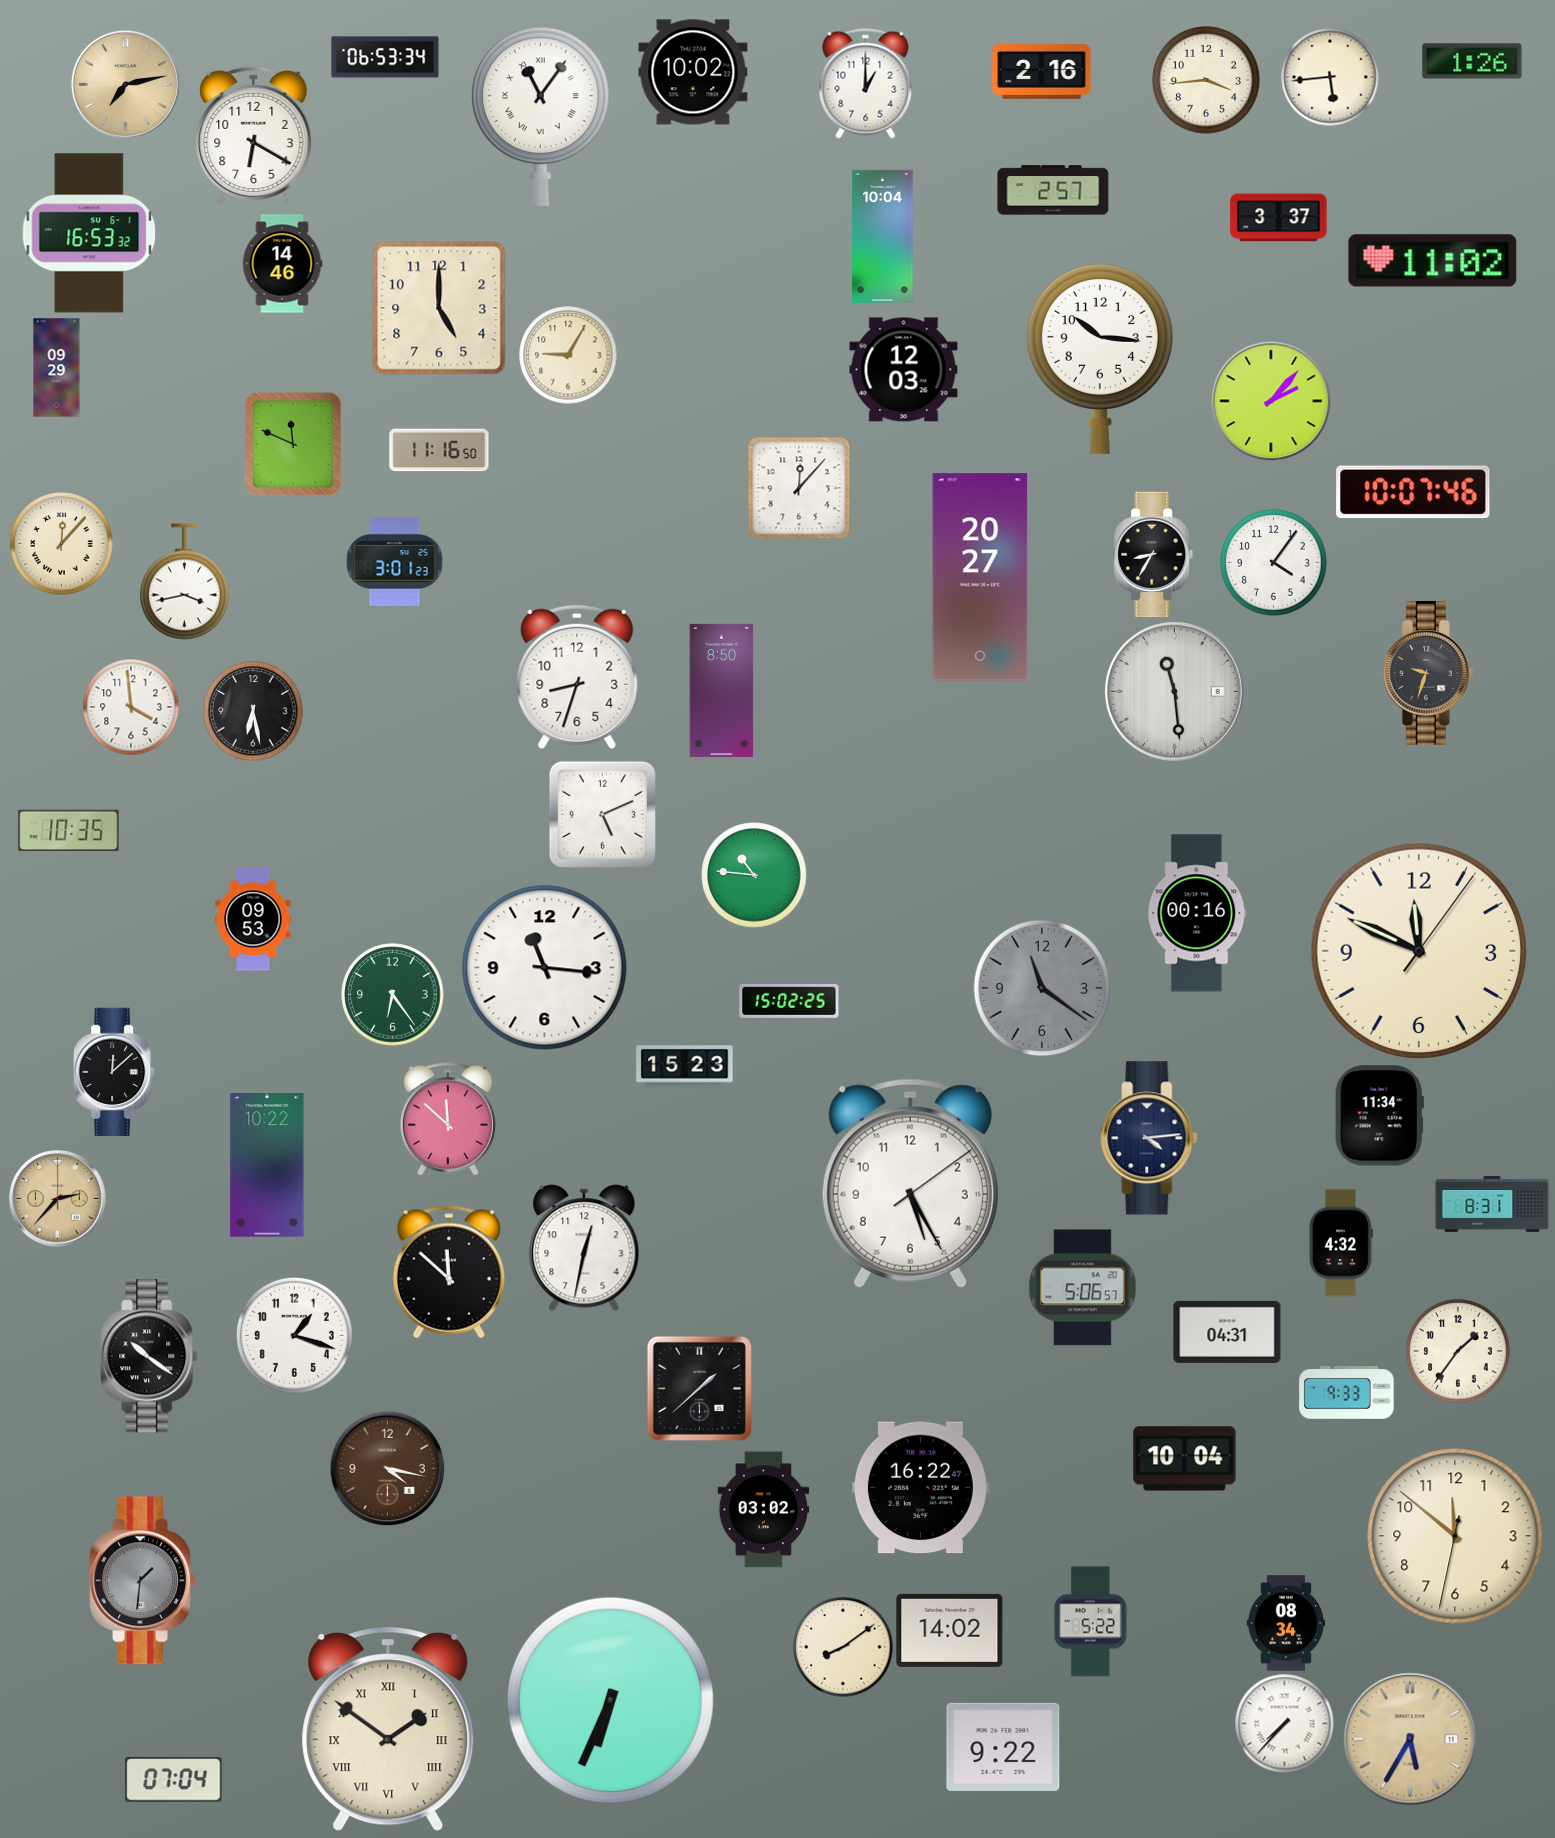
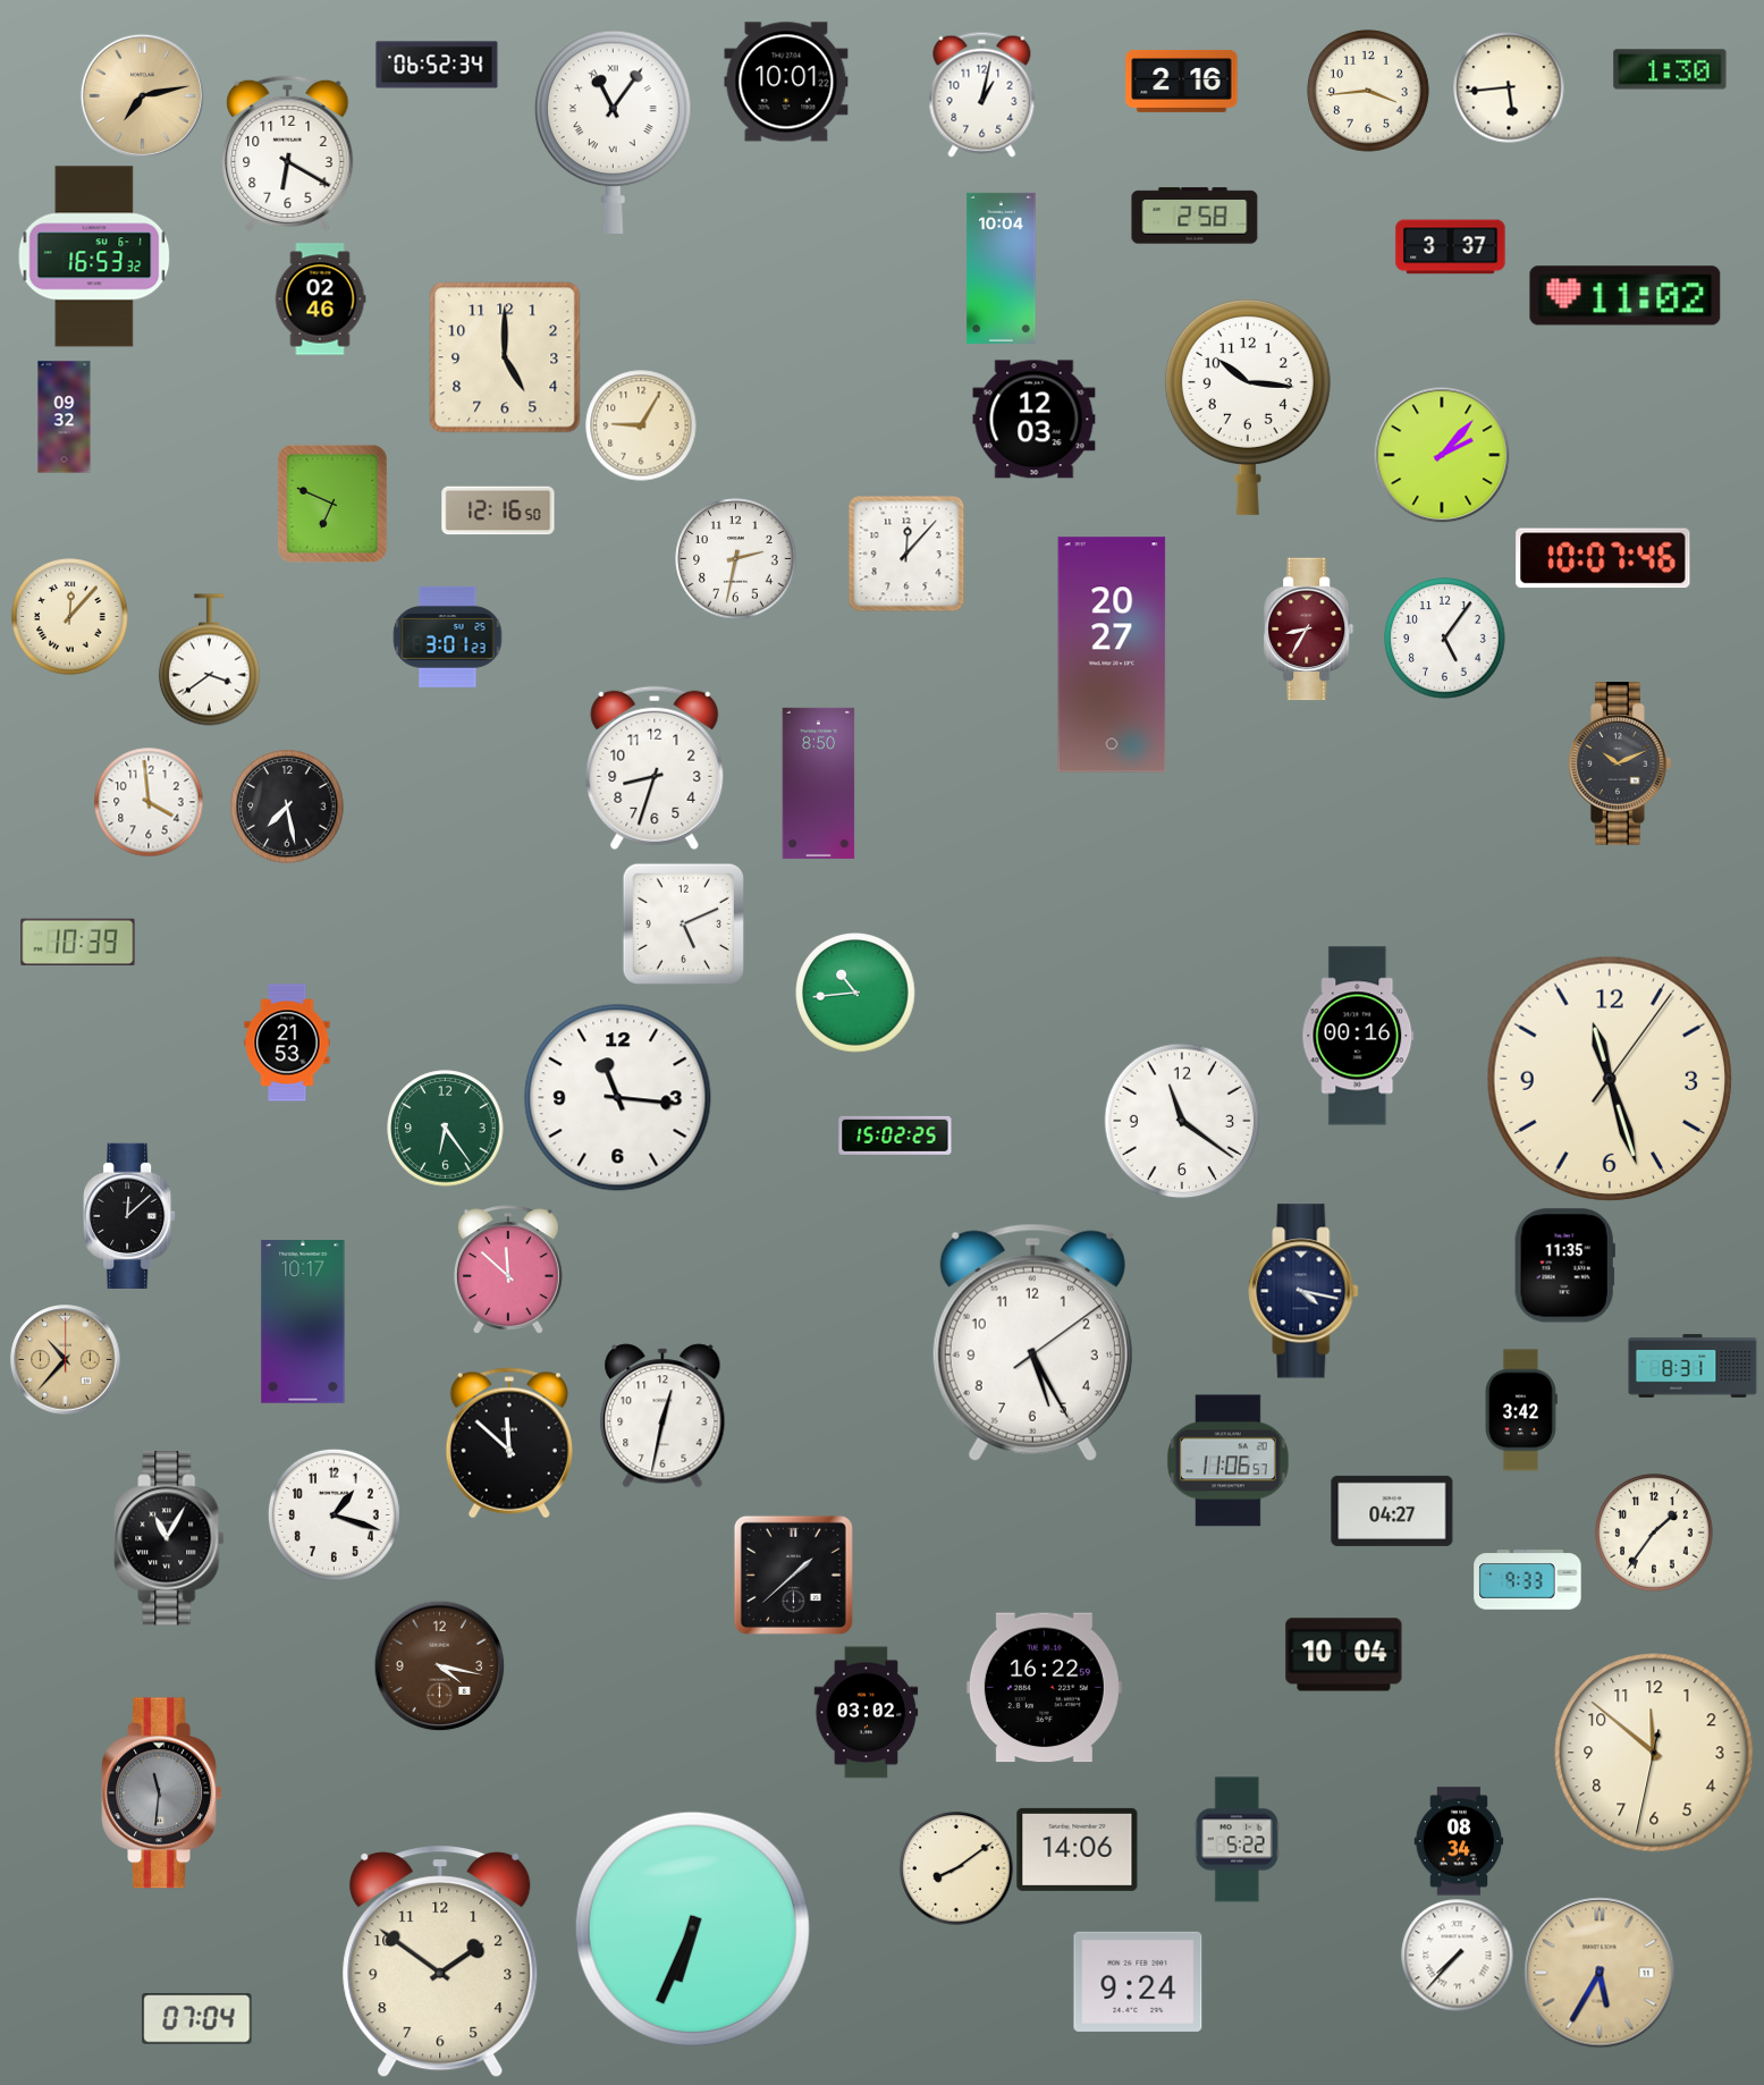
clock at (385, 57): 06:53 -> 06:52
clock at (1472, 61): 1:26 -> 1:30
clock at (693, 72): 10:02 -> 10:01
clock at (866, 83): 1:00 -> 1:02
clock at (1053, 190): 2:57 -> 2:58
clock at (89, 233) position: (89, 233) -> (94, 256)
clock at (282, 264): 14:46 -> 02:46
clock at (439, 308) position: (439, 308) -> (505, 357)
clock at (568, 355) position: (568, 355) -> (641, 425)
clock at (57, 368): 09:29 -> 09:32
clock at (904, 370) position: (904, 370) -> (1035, 420)
clock at (293, 444): 11:49 -> 6:49
clock at (439, 450): 11:16 -> 12:16
clock at (736, 559): none -> 2:32
clock at (1154, 555) dial: black -> burgundy
clock at (1274, 563): 4:06 -> 5:06
clock at (184, 582): 3:43 -> 3:39
clock at (1429, 673): 9:33 -> 10:11
clock at (1175, 692): 11:29 -> none
clock at (253, 711): 6:28 -> 7:28
clock at (69, 831): 10:35 -> 10:39
clock at (754, 875): 10:46 -> 10:44
clock at (253, 919): 09:53 -> 21:53
clock at (1419, 951): 11:49 -> 11:27
clock at (1042, 988) dial: grey -> white
clock at (685, 1067): 15:23 -> none
clock at (1379, 1116): 11:34 -> 11:35
clock at (1149, 1138): 4:14 -> 4:17
clock at (267, 1165): 10:22 -> 10:17
clock at (58, 1199): 2:37 -> 10:37
clock at (1342, 1243): 4:32 -> 3:42
clock at (1082, 1288): 5:06 -> 11:06
clock at (1227, 1332): 04:31 -> 04:27
clock at (149, 1356): 10:21 -> 11:05
clock at (920, 1488): 16:22:47 -> 16:22:59
clock at (1455, 1536) position: (1455, 1536) -> (1654, 1753)
clock at (143, 1581): 1:31 -> 11:31
clock at (950, 1630): 14:02 -> 14:06
clock at (388, 1729) numerals: Roman -> Arabic
clock at (1003, 1747): 9:22 -> 9:24
